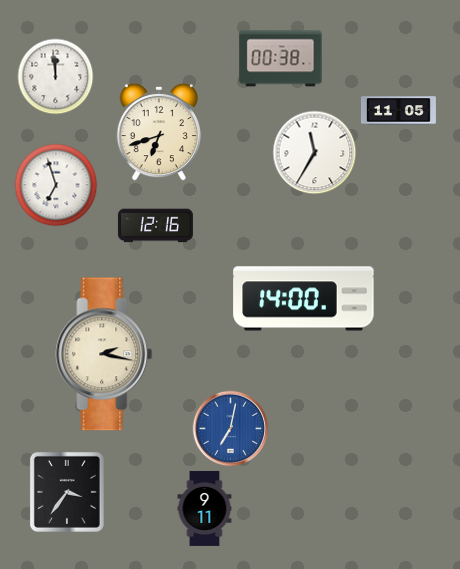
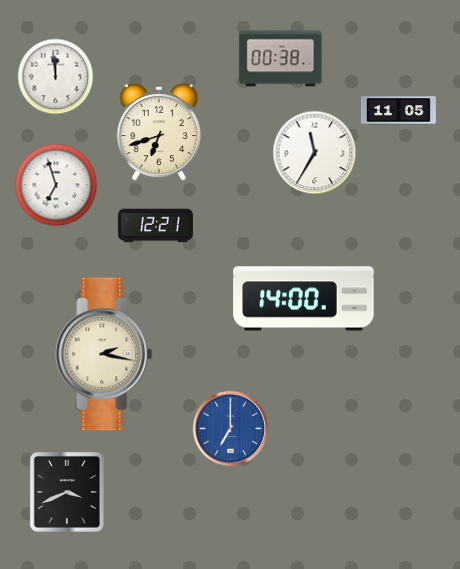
clock at (155, 226): 12:16 -> 12:21
clock at (231, 429): 7:02 -> 7:00
clock at (67, 492): 3:36 -> 3:41
clock at (205, 508): 9:11 -> none
